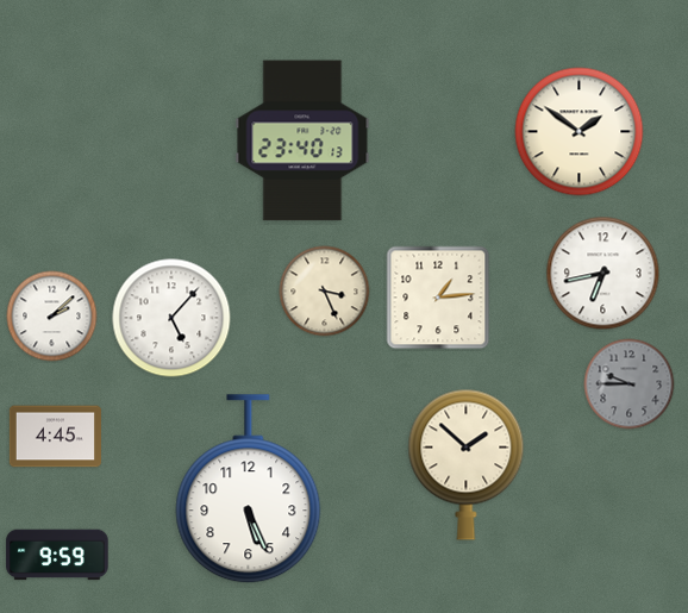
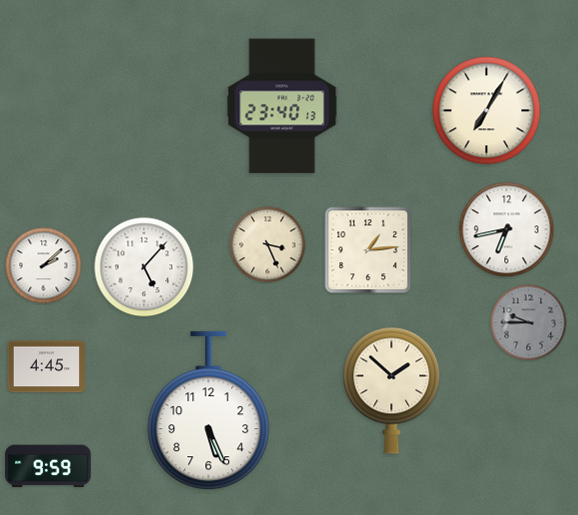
clock at (580, 132): 1:51 -> 7:05
clock at (302, 140) position: (302, 140) -> (282, 106)
clock at (325, 292) position: (325, 292) -> (268, 245)
